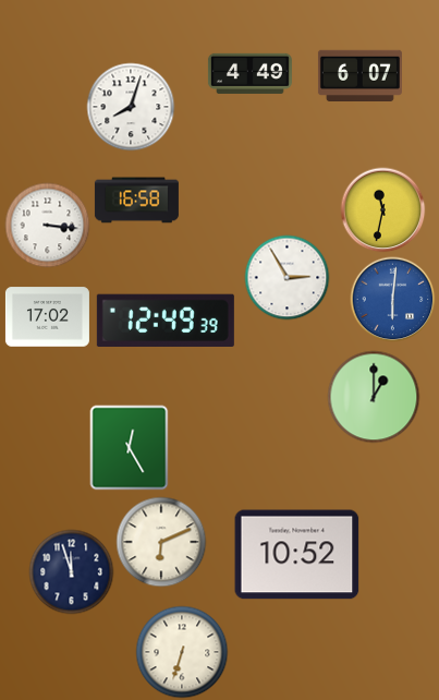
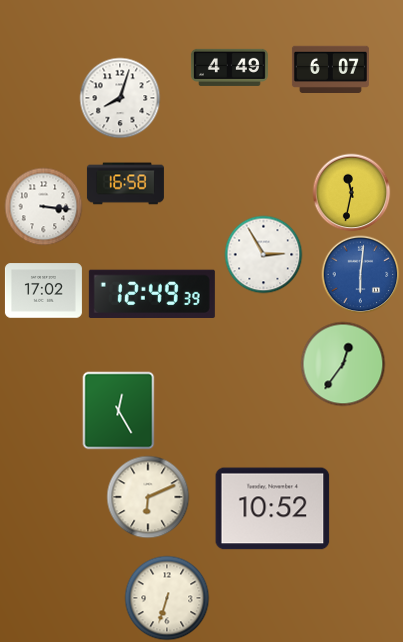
clock at (374, 397): 1:00 -> 12:36
clock at (71, 571): 11:57 -> none
